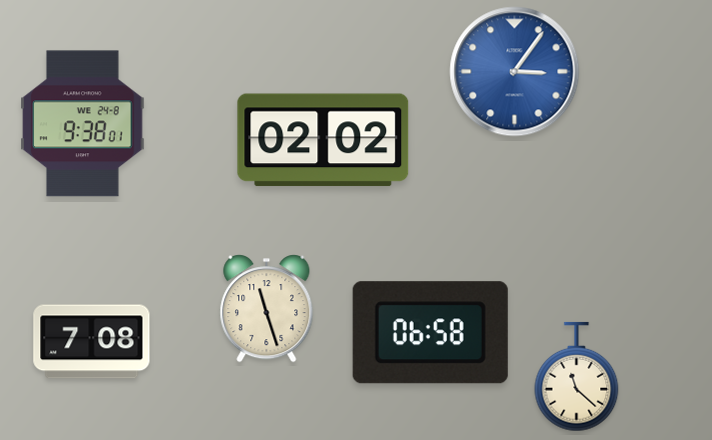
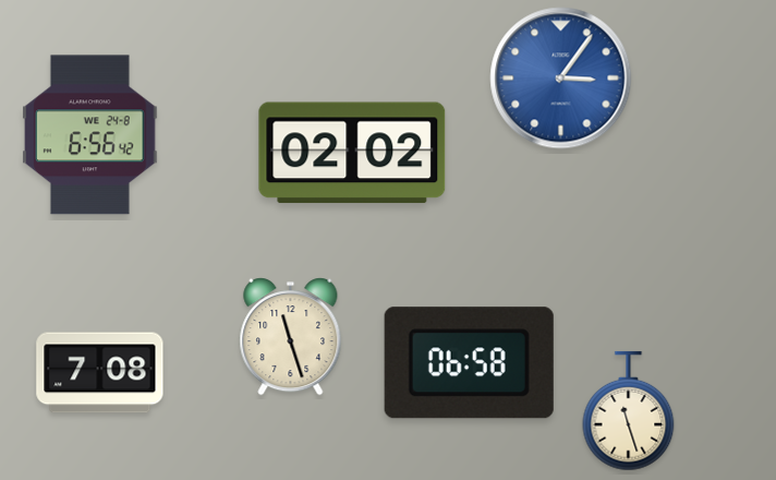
clock at (83, 124): 9:38 -> 6:56
clock at (577, 377): 11:22 -> 11:27
